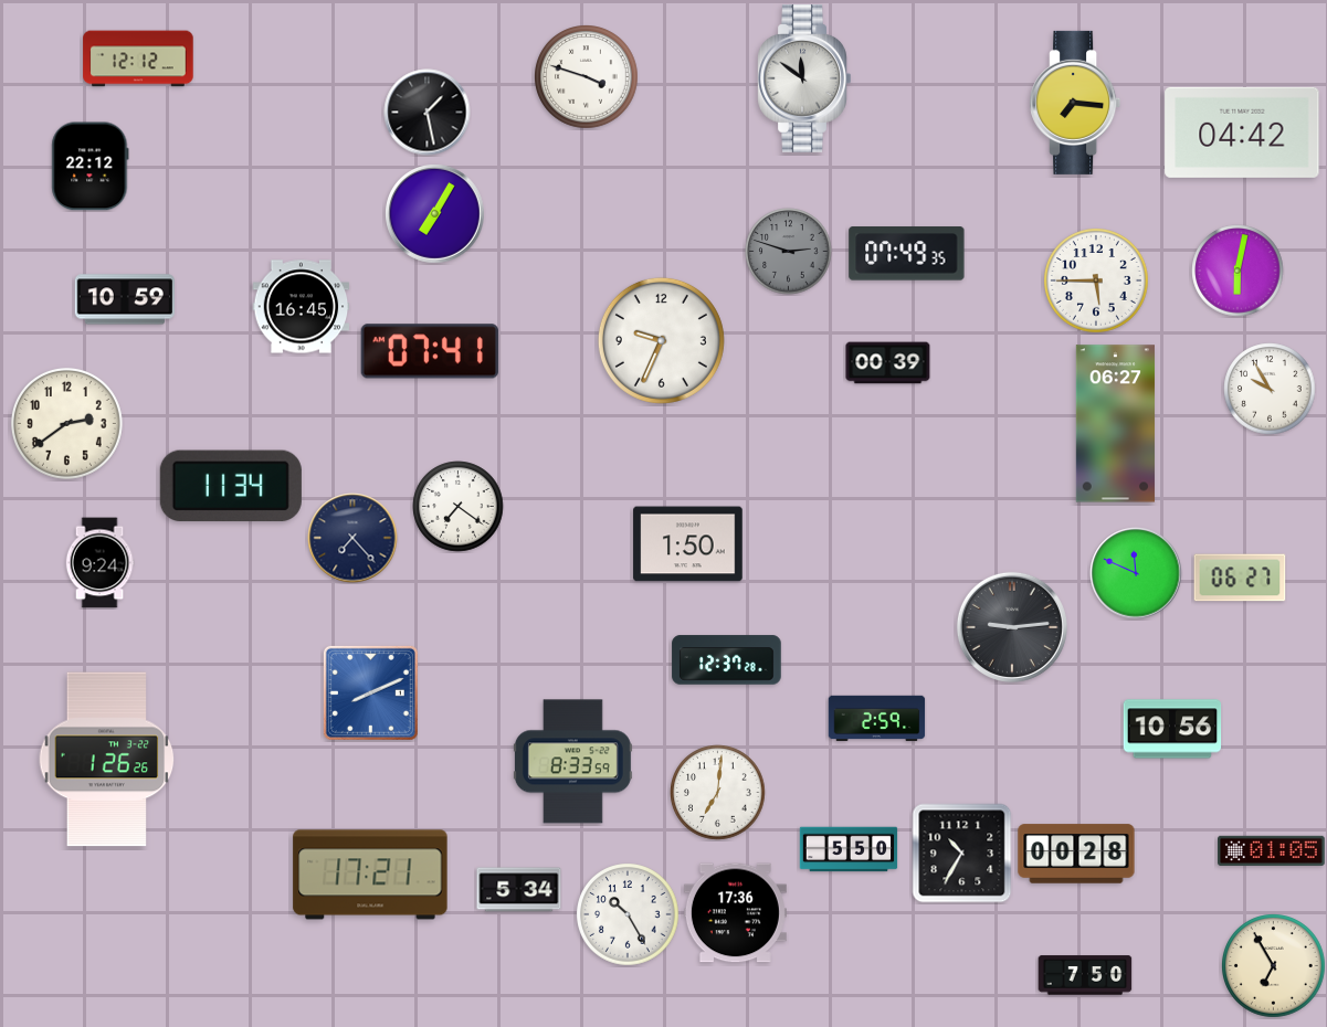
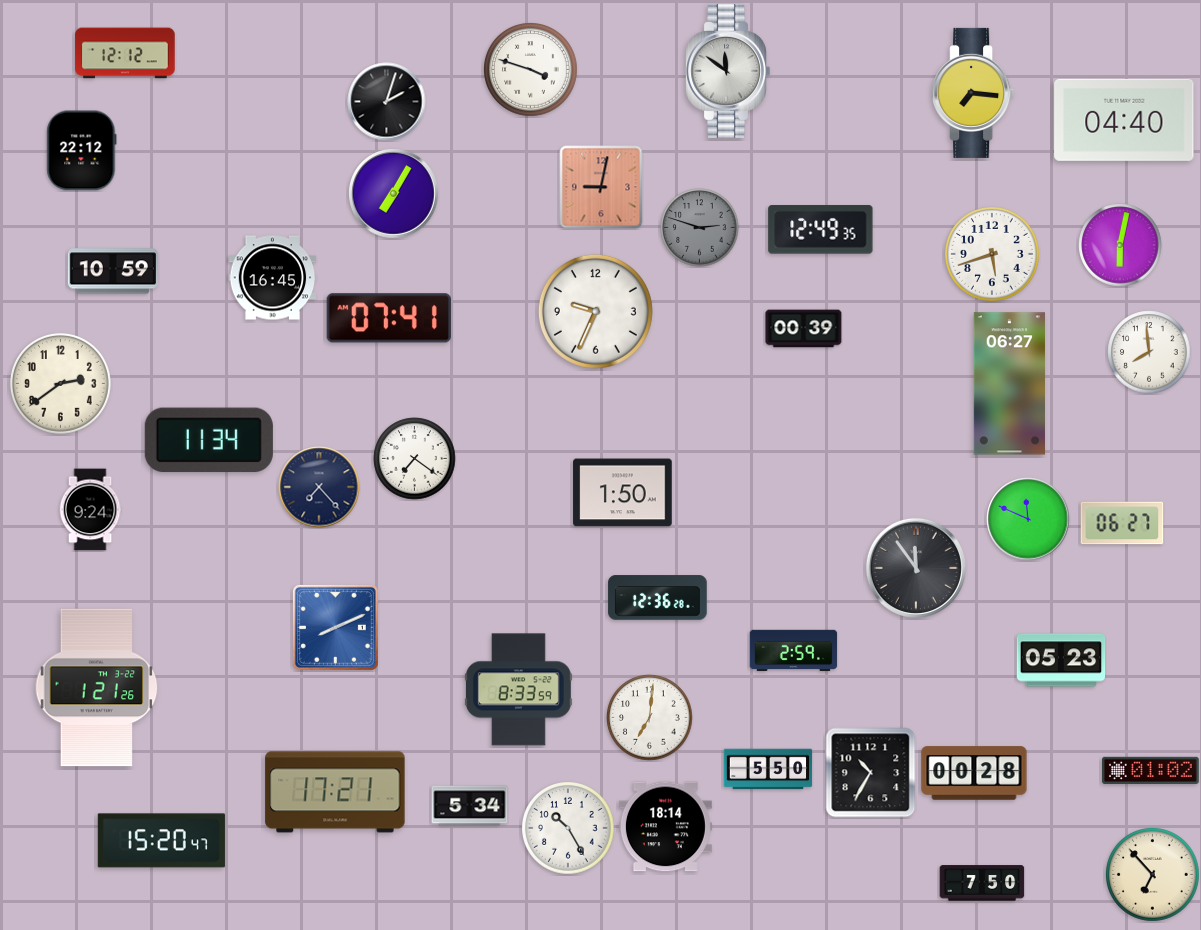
clock at (428, 113): 1:28 -> 2:03
clock at (1242, 133): 04:42 -> 04:40
clock at (601, 187): none -> 9:02
clock at (789, 252) position: (789, 252) -> (700, 228)
clock at (907, 254): 07:49 -> 12:49
clock at (1097, 282): 5:45 -> 5:42
clock at (661, 340) position: (661, 340) -> (595, 311)
clock at (1270, 389): 9:55 -> 7:59
clock at (1012, 627): 9:14 -> 11:54
clock at (727, 660): 12:37 -> 12:36
clock at (1172, 729): 10:56 -> 05:23
clock at (107, 760): 1:26 -> 1:21
clock at (1272, 850): 01:05 -> 01:02
clock at (735, 913): 17:36 -> 18:14
clock at (161, 841): none -> 15:20
clock at (1274, 966): 6:55 -> 6:53
